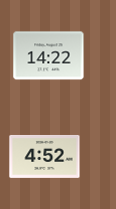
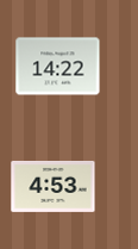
clock at (45, 156): 4:52 -> 4:53
